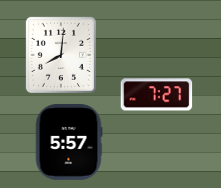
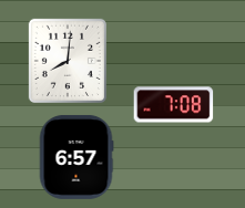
clock at (157, 95): 7:27 -> 7:08
clock at (69, 142): 5:57 -> 6:57
